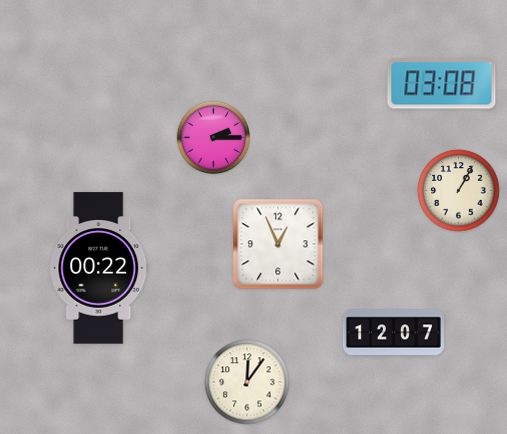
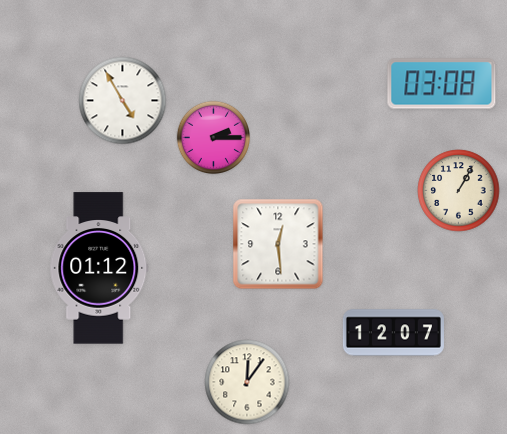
clock at (123, 101): none -> 4:55
clock at (278, 244): 12:56 -> 12:29
clock at (99, 268): 00:22 -> 01:12
